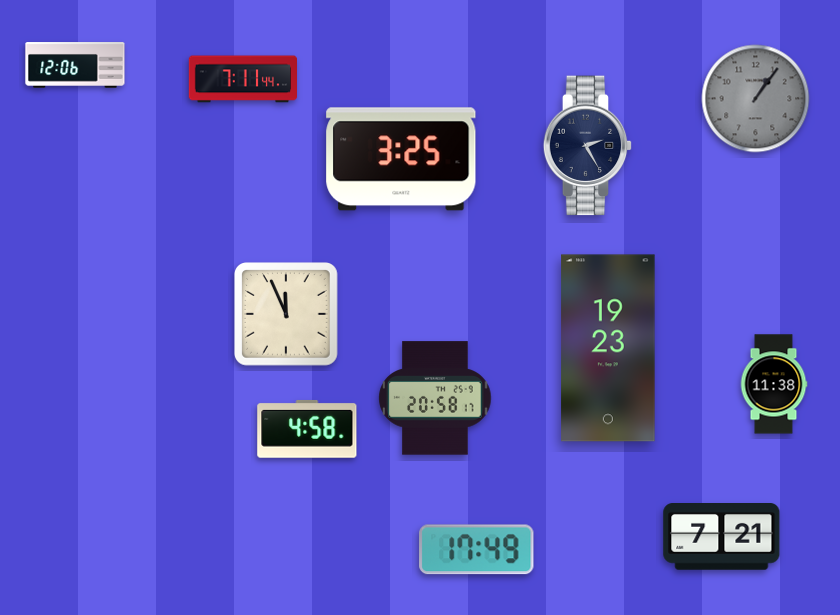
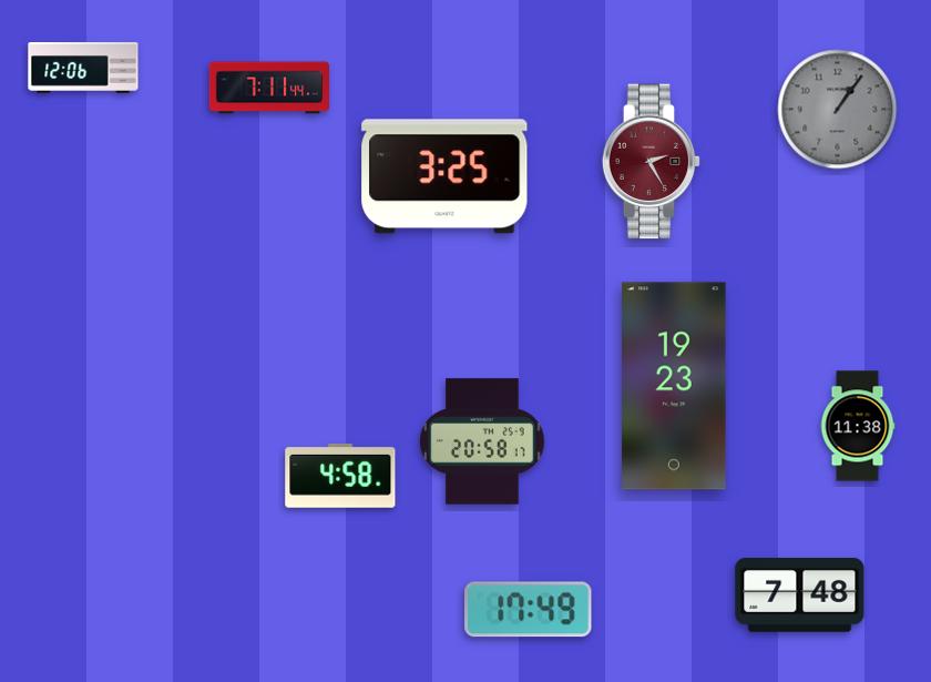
clock at (75, 65) position: (75, 65) -> (83, 68)
clock at (588, 146) dial: navy -> burgundy
clock at (287, 315): 11:56 -> none
clock at (722, 537): 7:21 -> 7:48
